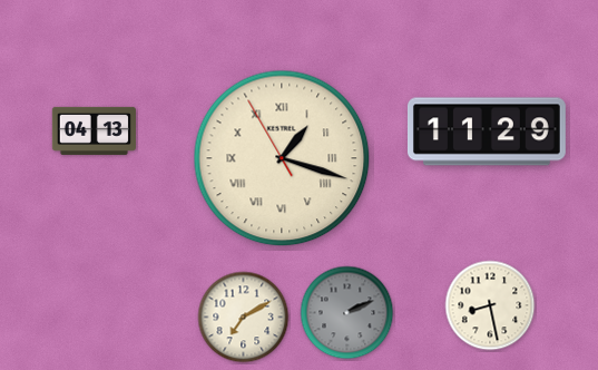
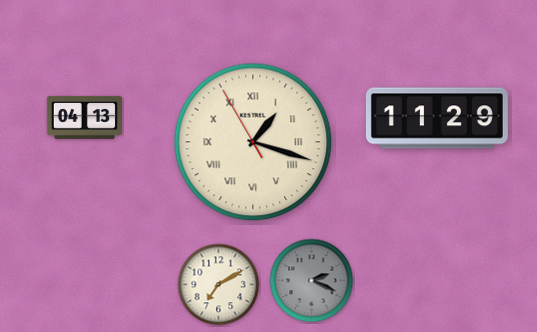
clock at (490, 305): 8:28 -> none
clock at (347, 313): 2:11 -> 2:19
